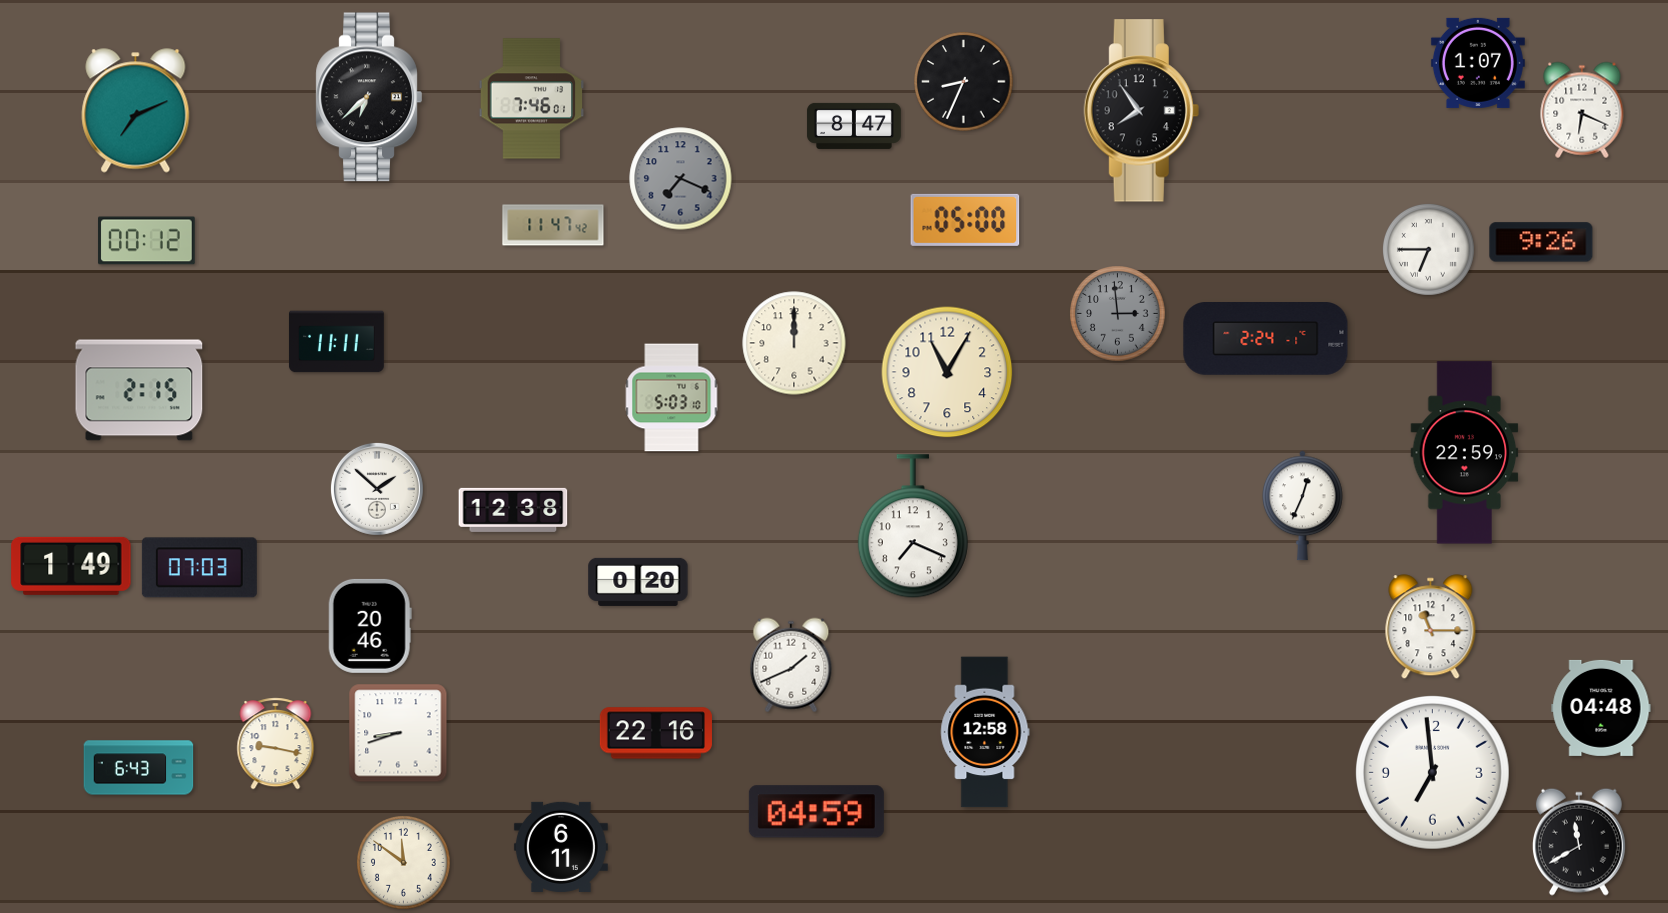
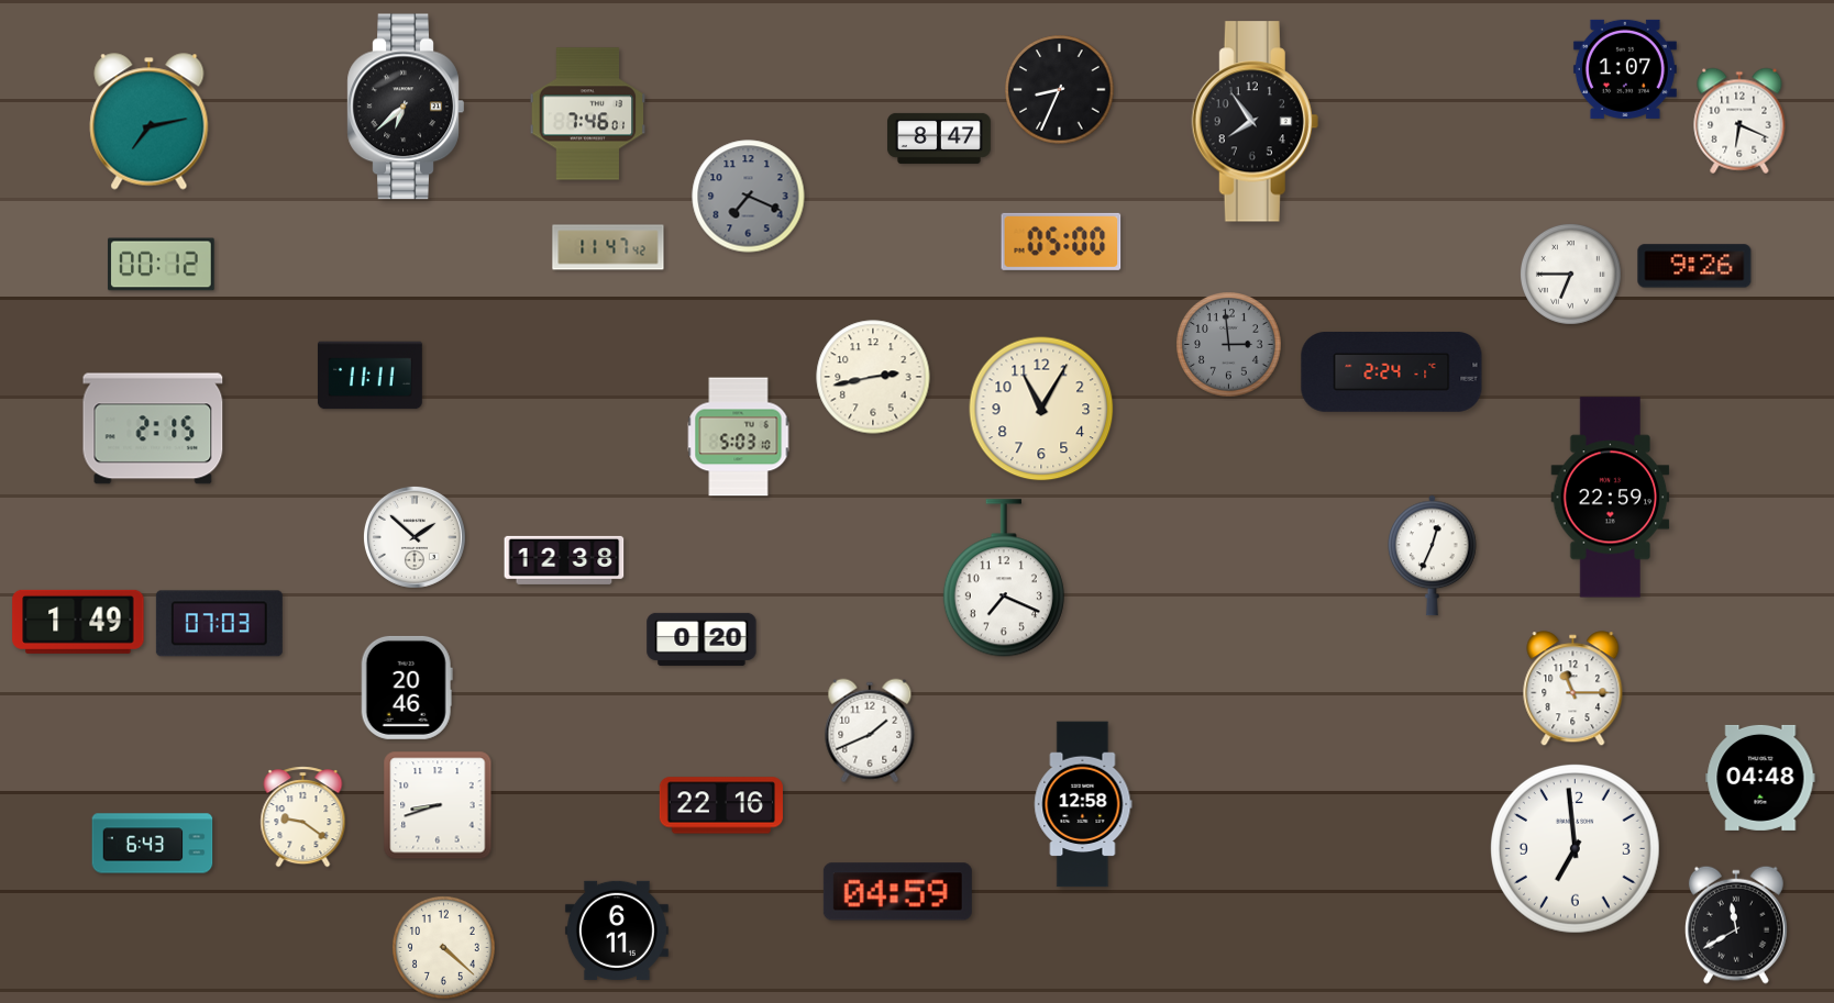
clock at (532, 99) position: (532, 99) -> (588, 114)
clock at (136, 111): 7:11 -> 7:13
clock at (794, 343): 12:00 -> 2:43
clock at (276, 744): 9:17 -> 9:21
clock at (404, 863): 11:51 -> 4:22
